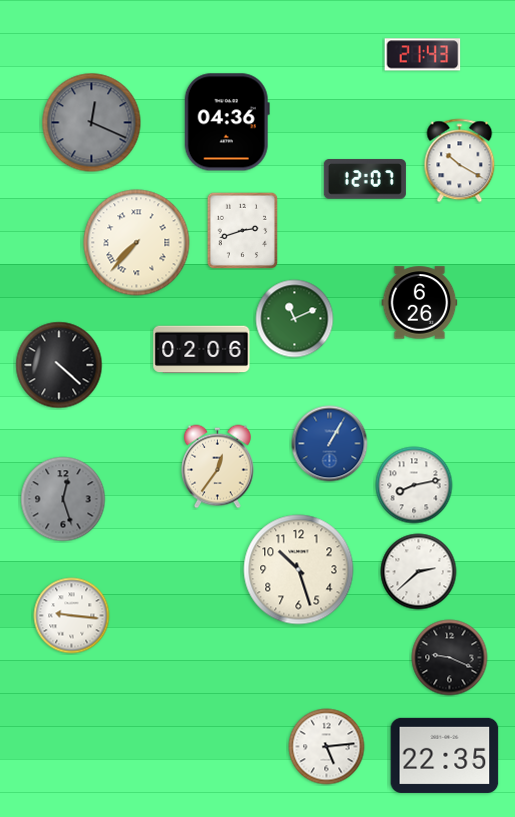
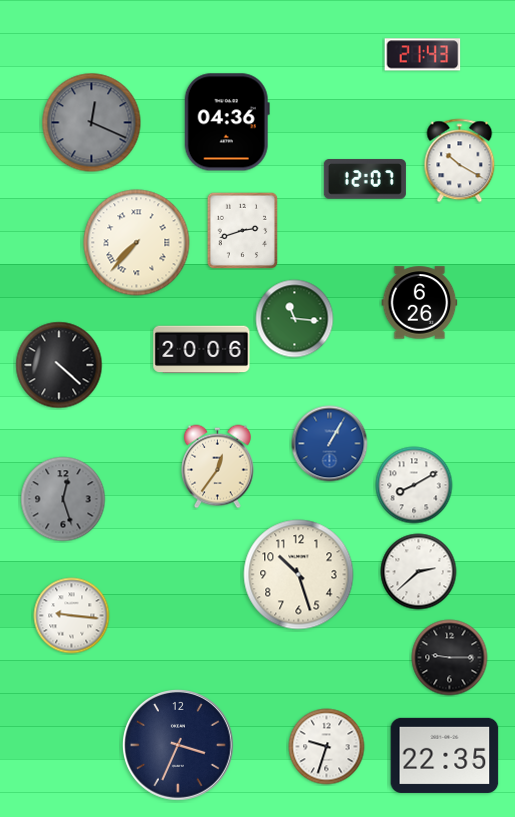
clock at (295, 319): 11:11 -> 11:16
clock at (202, 350): 02:06 -> 20:06
clock at (414, 485): 8:13 -> 8:10
clock at (299, 570) position: (299, 570) -> (299, 575)
clock at (450, 658): 9:19 -> 9:15
clock at (179, 746): none -> 3:34
clock at (327, 747): 5:14 -> 9:33
